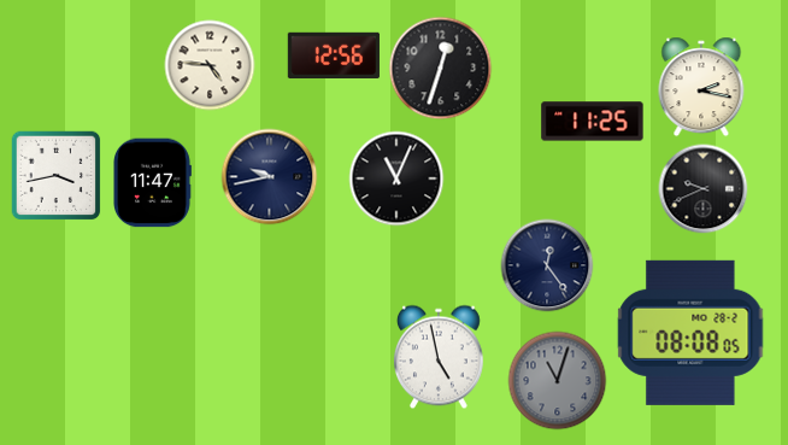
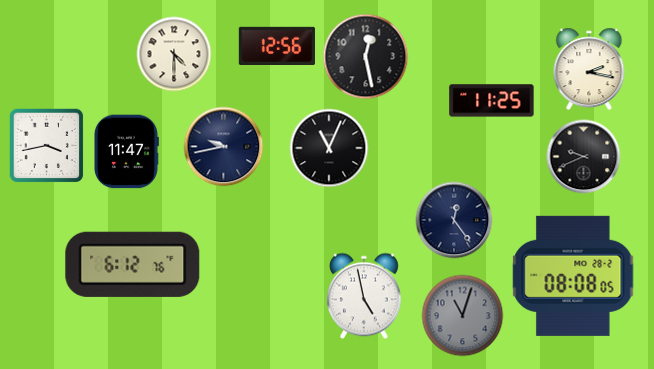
clock at (210, 65): 4:46 -> 4:30
clock at (441, 69): 12:33 -> 12:28
clock at (701, 87) position: (701, 87) -> (589, 69)
clock at (133, 264): none -> 6:12
